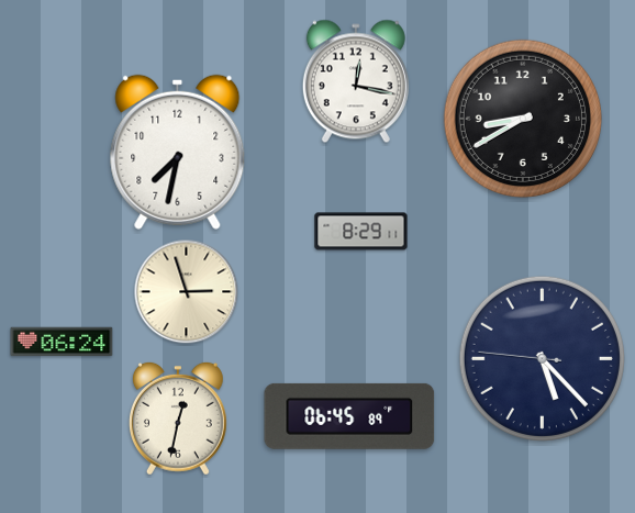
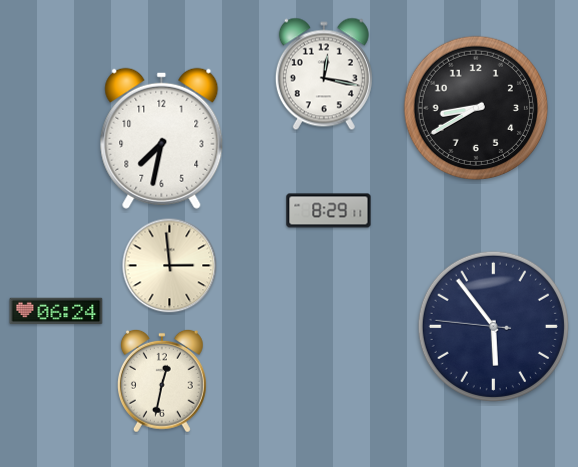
clock at (187, 292): 2:57 -> 2:59
clock at (542, 358): 5:22 -> 5:53
clock at (349, 416): 06:45 -> none
